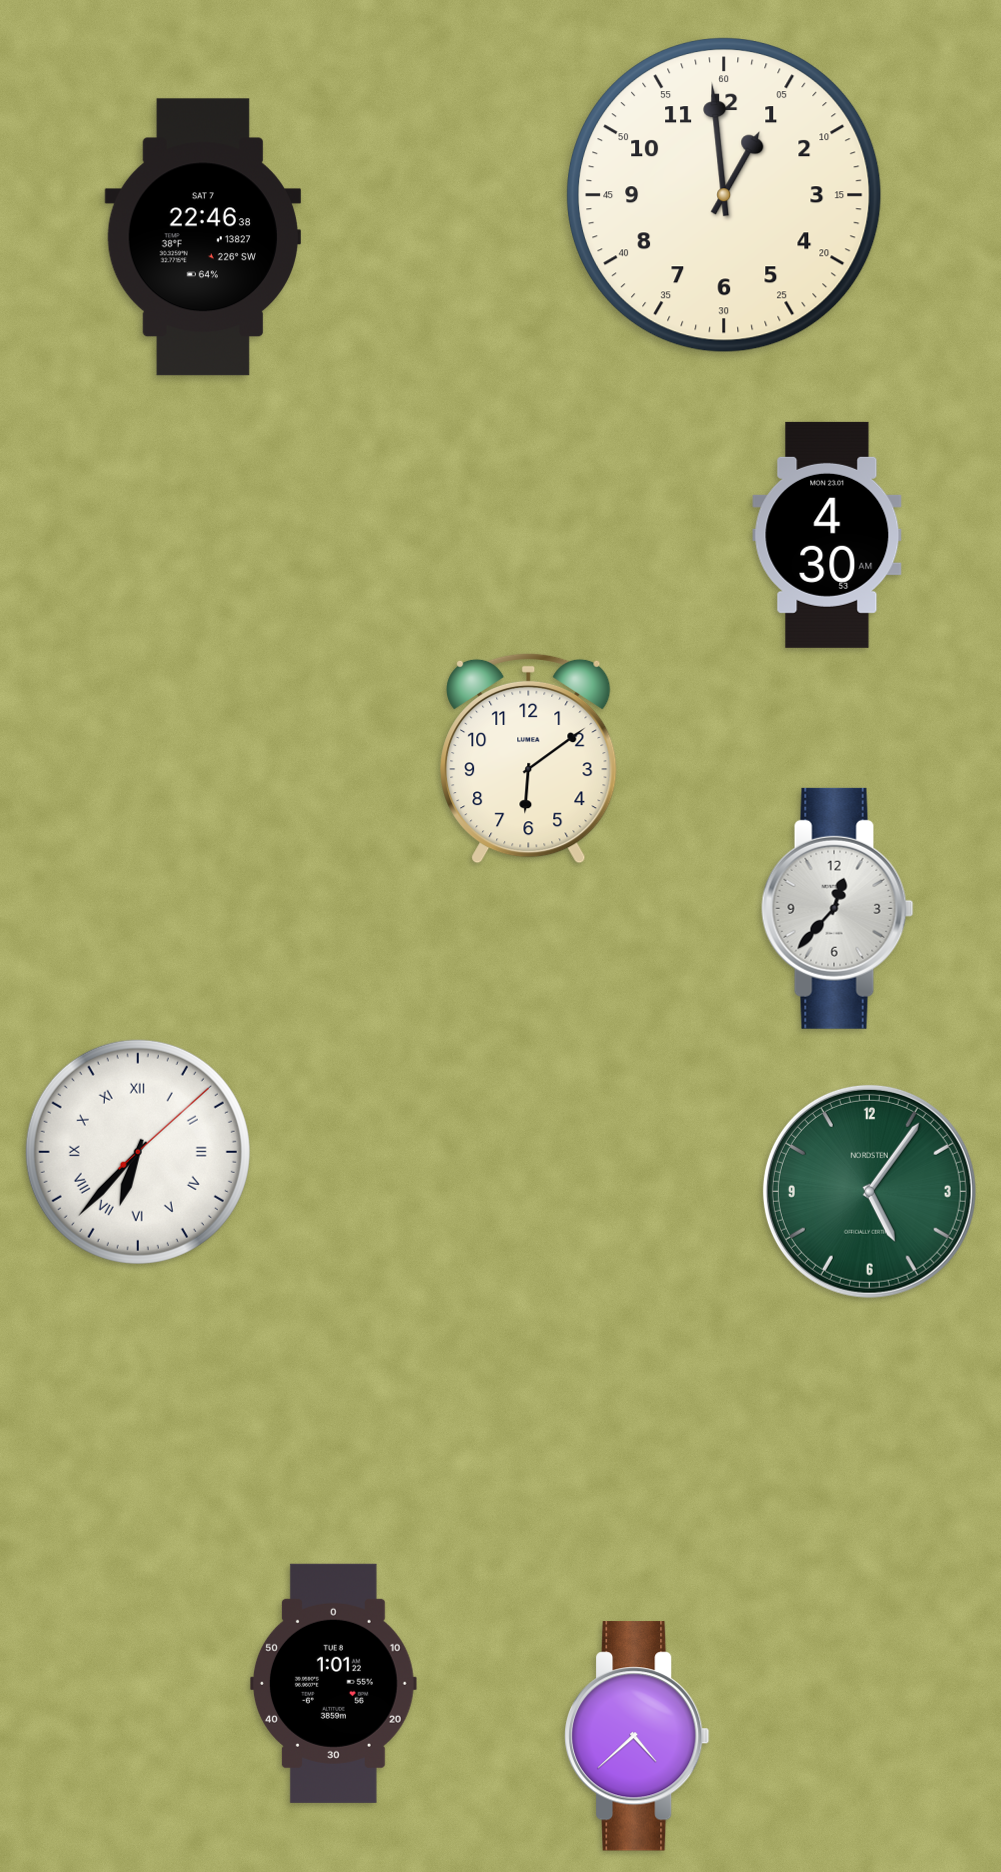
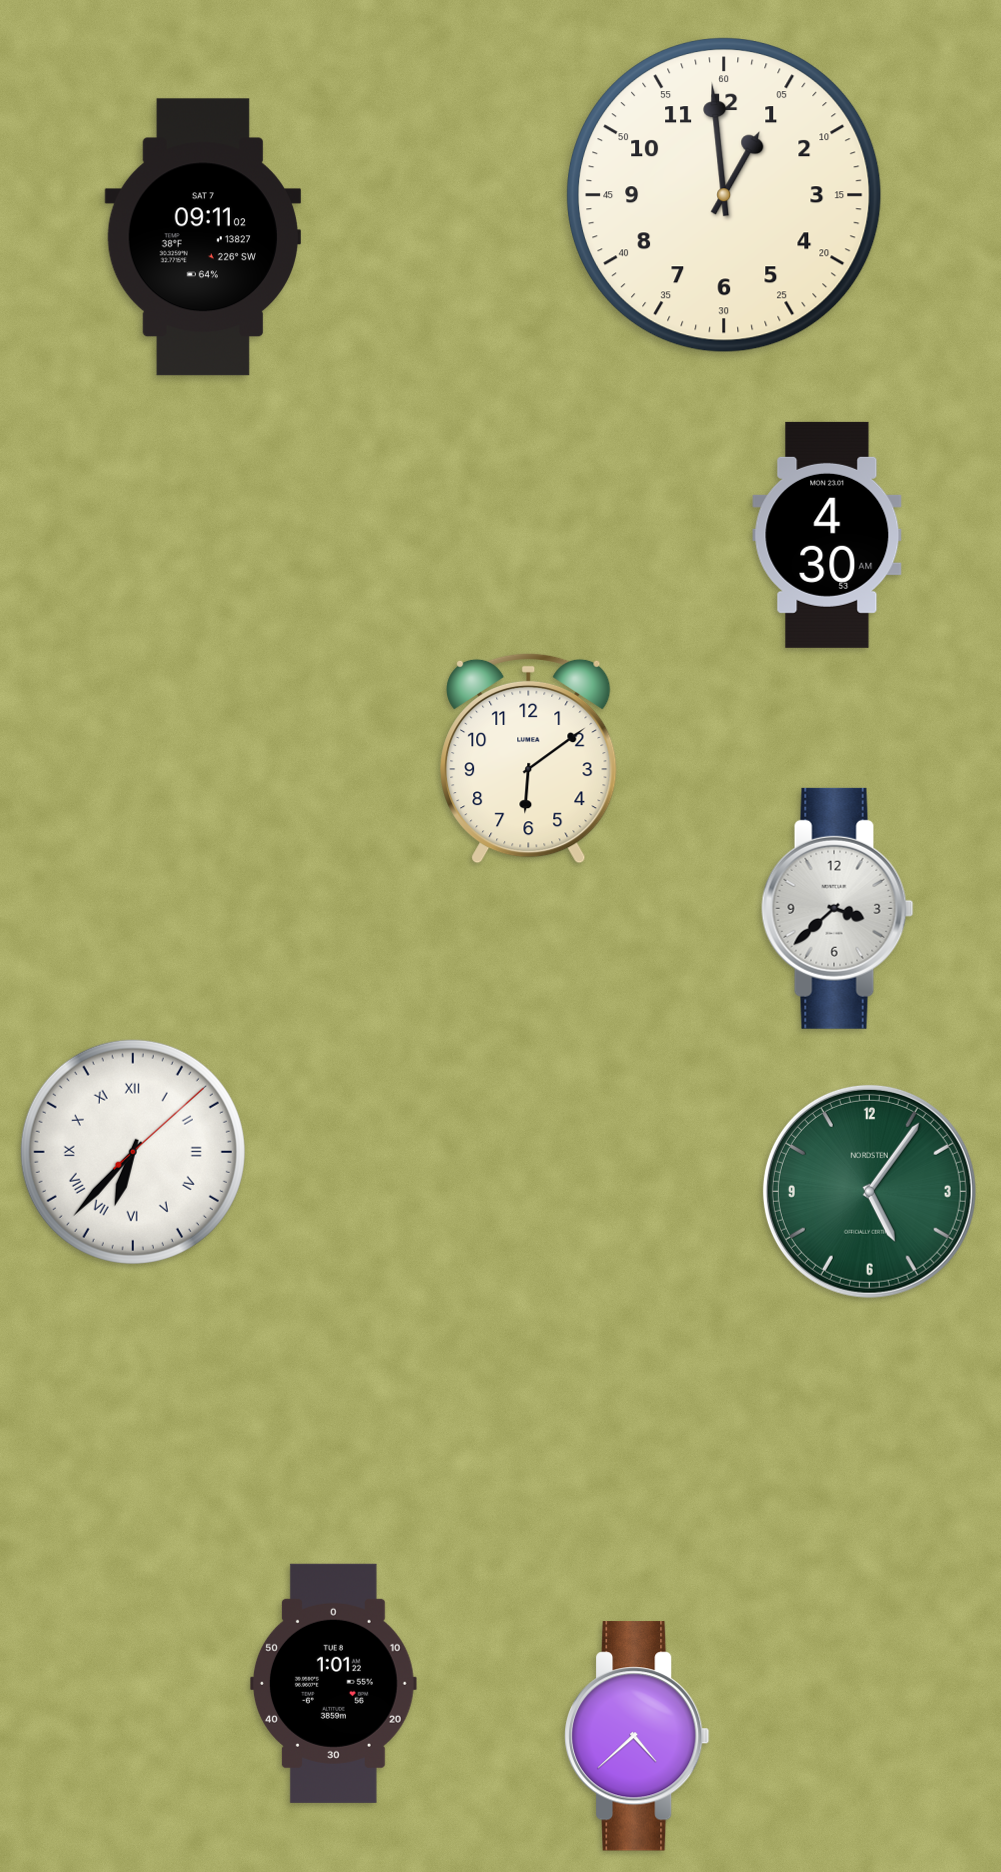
clock at (202, 237): 22:46 -> 09:11
clock at (838, 908): 12:37 -> 3:38
clock at (138, 1152) position: (138, 1152) -> (133, 1152)
